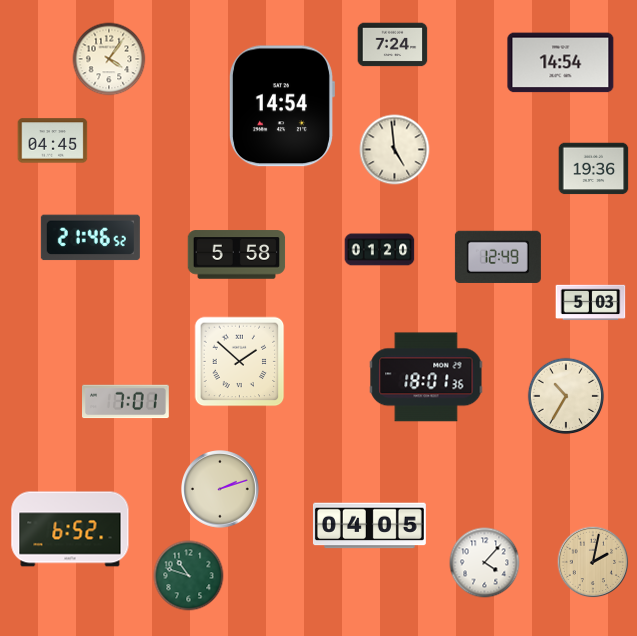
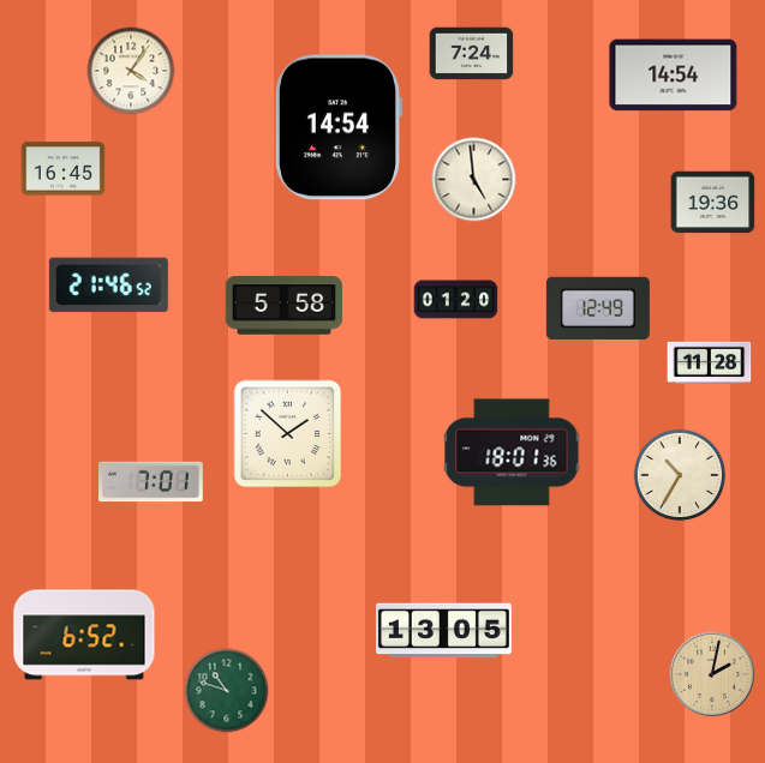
clock at (53, 141): 04:45 -> 16:45
clock at (591, 303): 5:03 -> 11:28
clock at (221, 490): 2:12 -> none
clock at (369, 526): 04:05 -> 13:05
clock at (485, 563): 4:07 -> none
